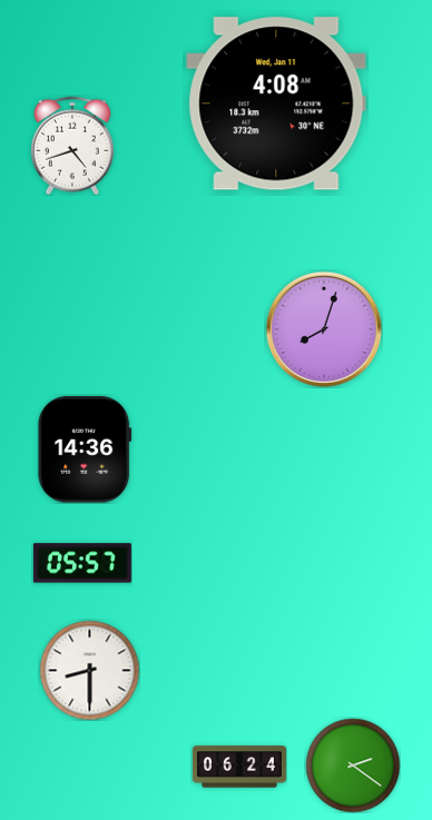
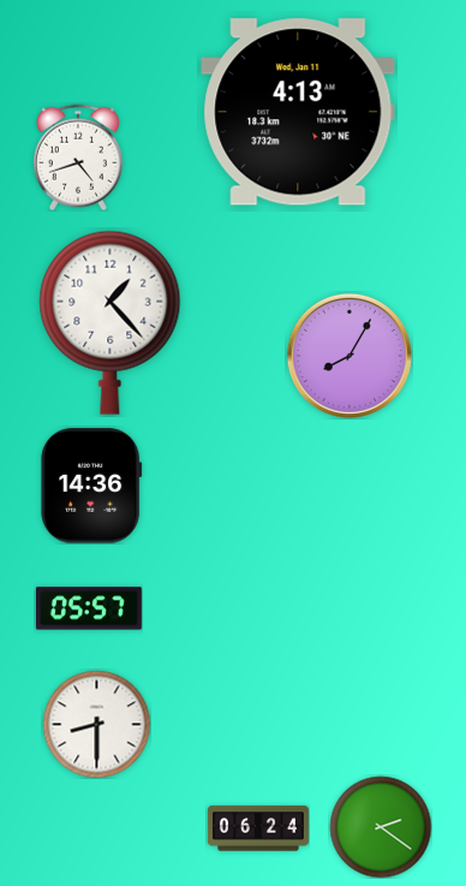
clock at (276, 103): 4:08 -> 4:13
clock at (110, 322): none -> 1:23
clock at (324, 329): 8:03 -> 8:05
